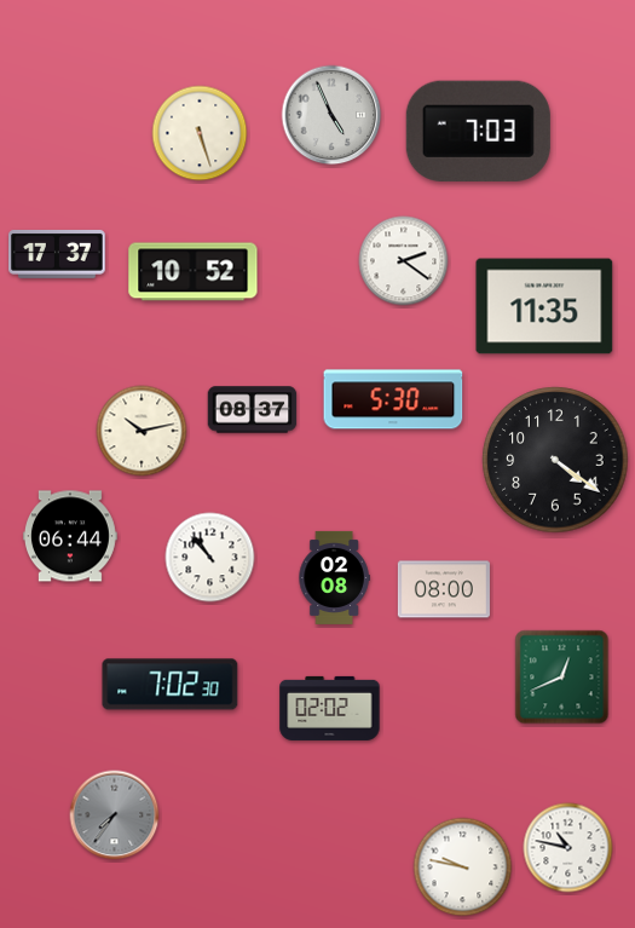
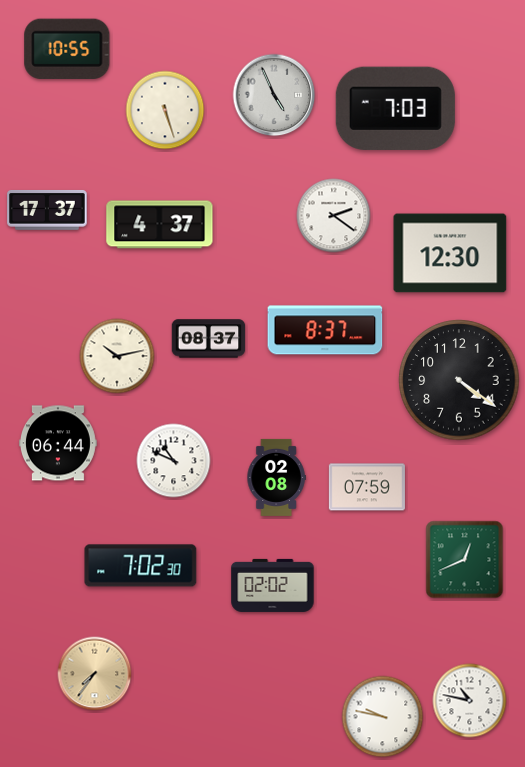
clock at (67, 49): none -> 10:55
clock at (194, 272): 10:52 -> 4:37
clock at (544, 306): 11:35 -> 12:30
clock at (393, 399): 5:30 -> 8:37
clock at (210, 558): 10:53 -> 10:49
clock at (444, 589): 08:00 -> 07:59
clock at (115, 815) dial: grey -> champagne
